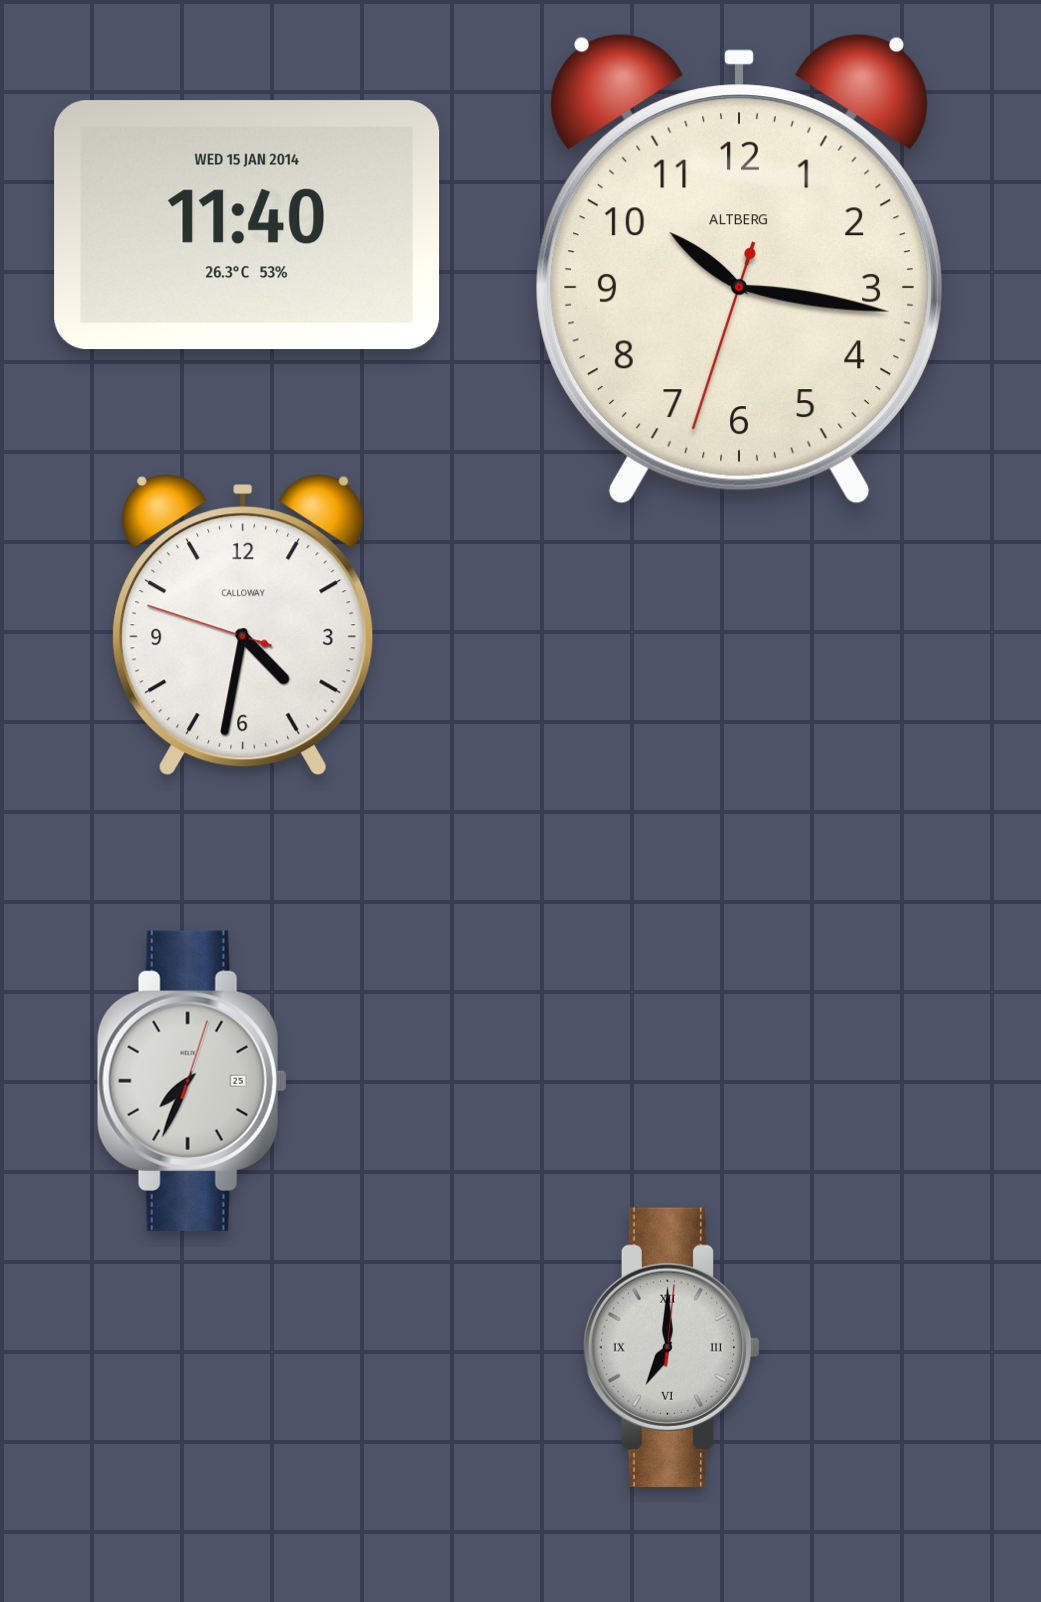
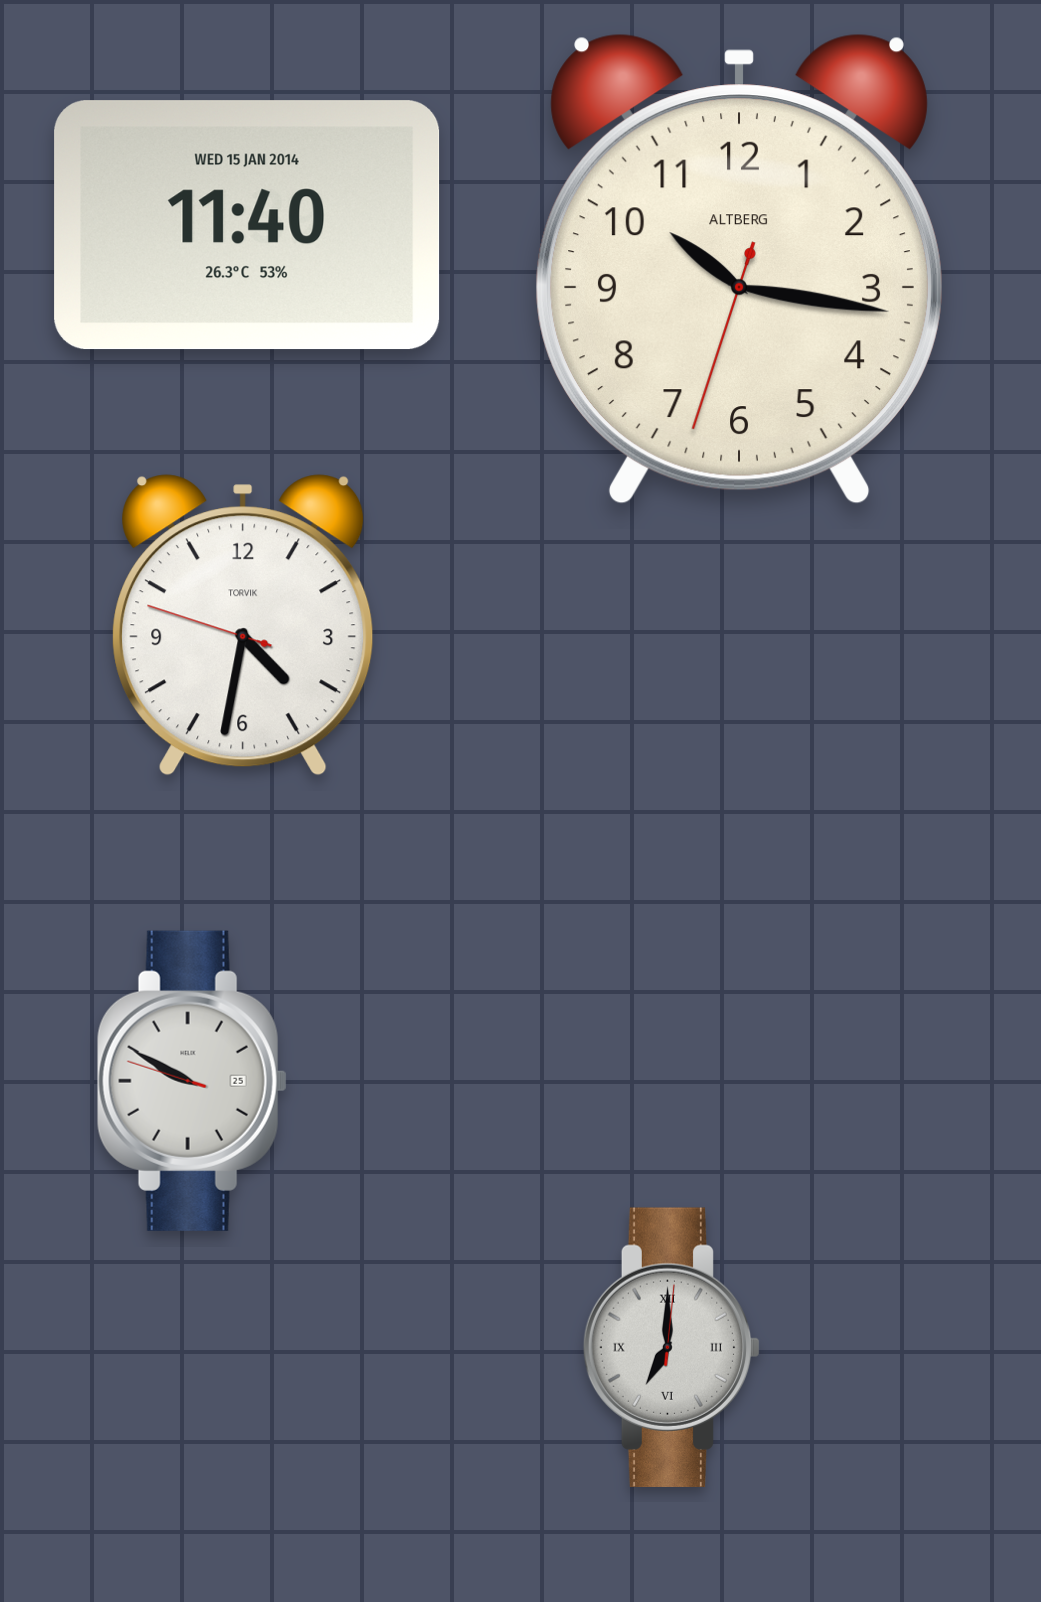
clock at (243, 625) brand: CALLOWAY -> TORVIK
clock at (192, 1081): 7:34 -> 9:49
